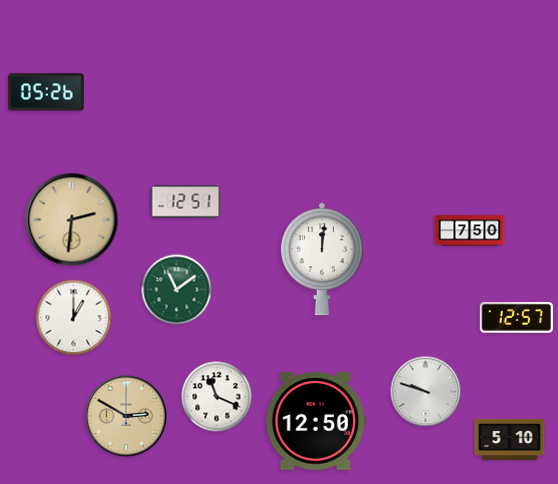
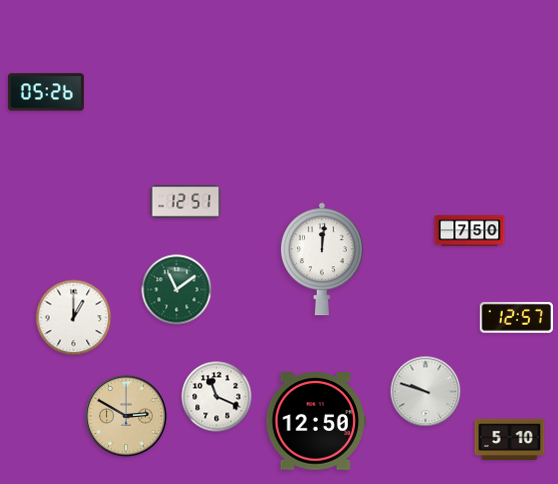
clock at (72, 220): 2:31 -> none
